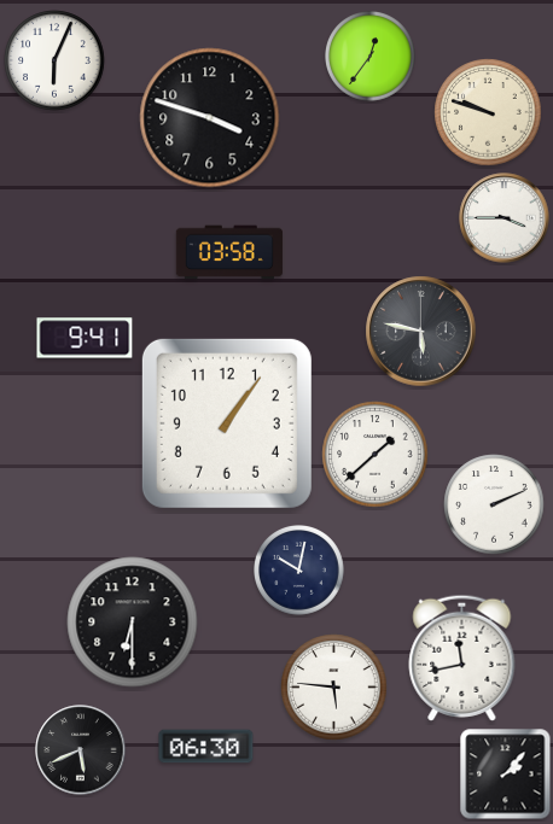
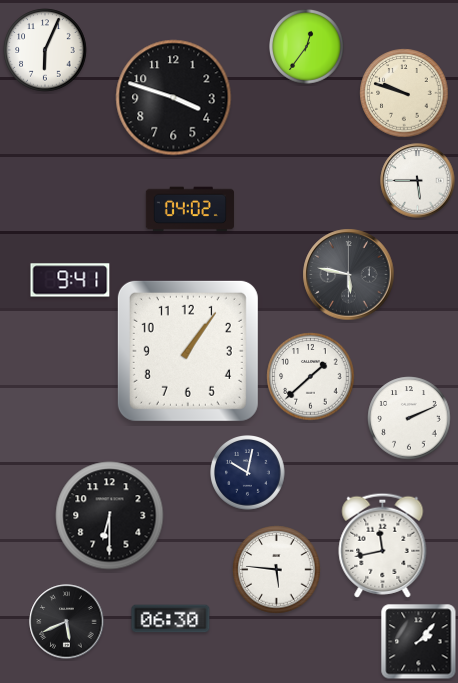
clock at (505, 218): 3:45 -> 5:45
clock at (229, 252): 03:58 -> 04:02
